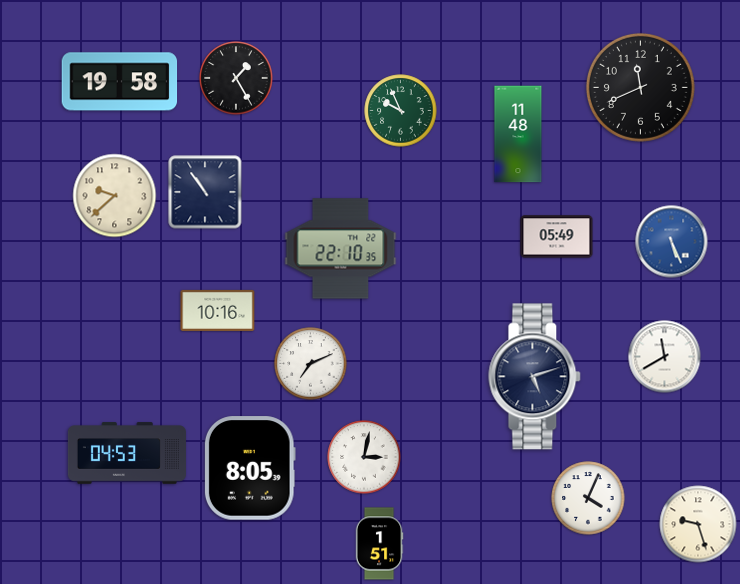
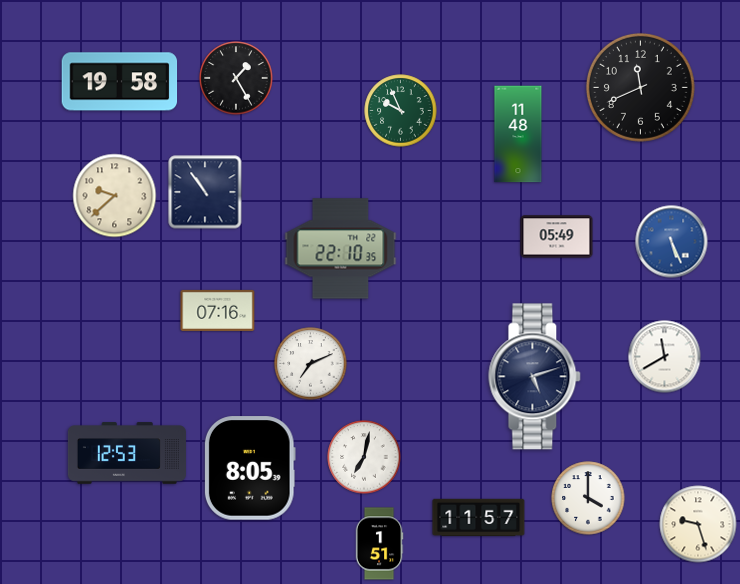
clock at (218, 310): 10:16 -> 07:16
clock at (127, 453): 04:53 -> 12:53
clock at (364, 457): 3:02 -> 7:02
clock at (588, 498): 4:04 -> 4:00
clock at (479, 518): none -> 11:57
